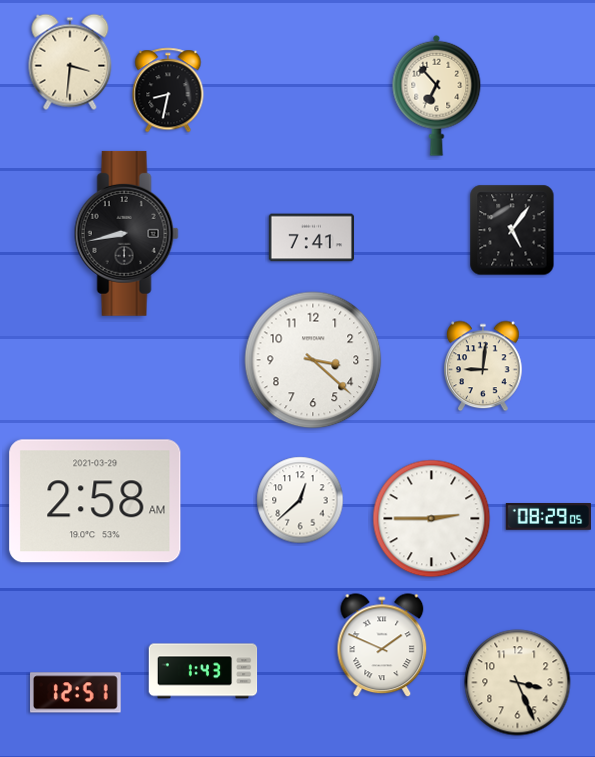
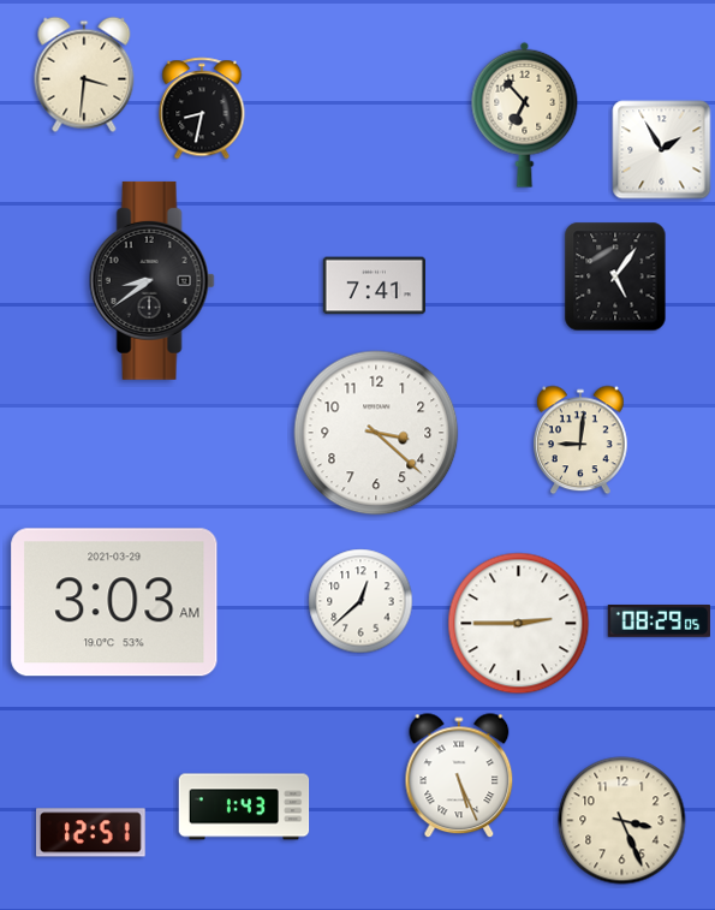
clock at (662, 150): none -> 1:55
clock at (126, 233): 8:43 -> 8:39
clock at (95, 501): 2:58 -> 3:03
clock at (382, 646): 1:49 -> 5:26
